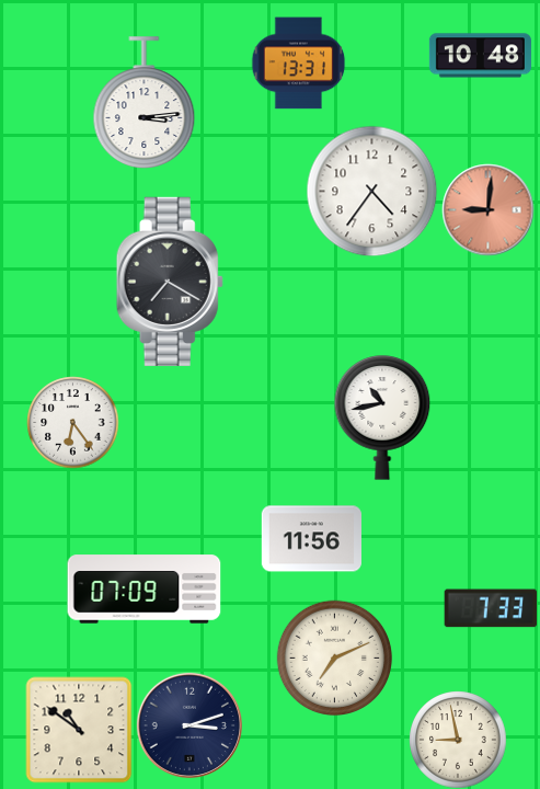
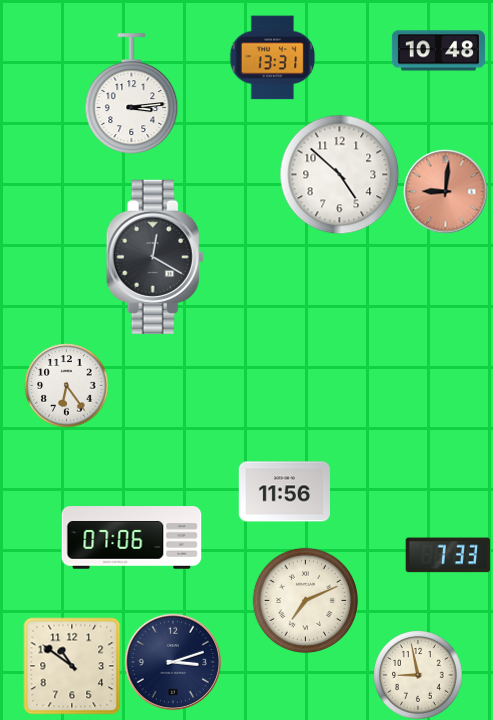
clock at (371, 191): 4:36 -> 4:52
clock at (170, 282): 7:20 -> 12:20
clock at (382, 418): 10:43 -> none
clock at (145, 590): 07:09 -> 07:06
